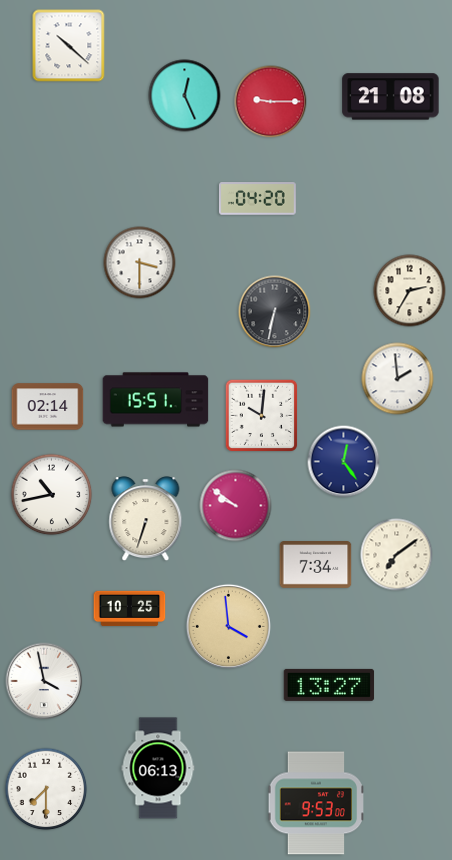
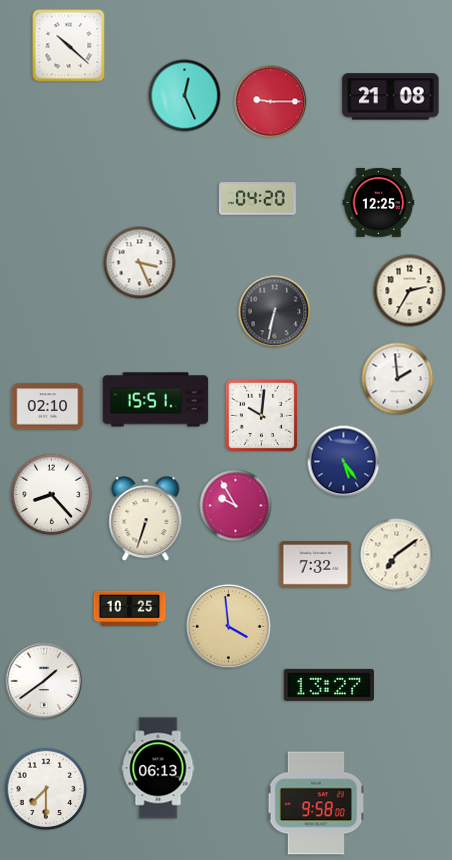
clock at (379, 202): none -> 12:25
clock at (140, 263): 3:30 -> 3:26
clock at (48, 407): 02:14 -> 02:10
clock at (344, 462): 12:24 -> 5:24
clock at (52, 495): 10:43 -> 8:23
clock at (236, 506): 9:51 -> 9:55
clock at (316, 565): 7:34 -> 7:32
clock at (44, 681): 3:58 -> 1:39
clock at (315, 803): 9:53 -> 9:58
